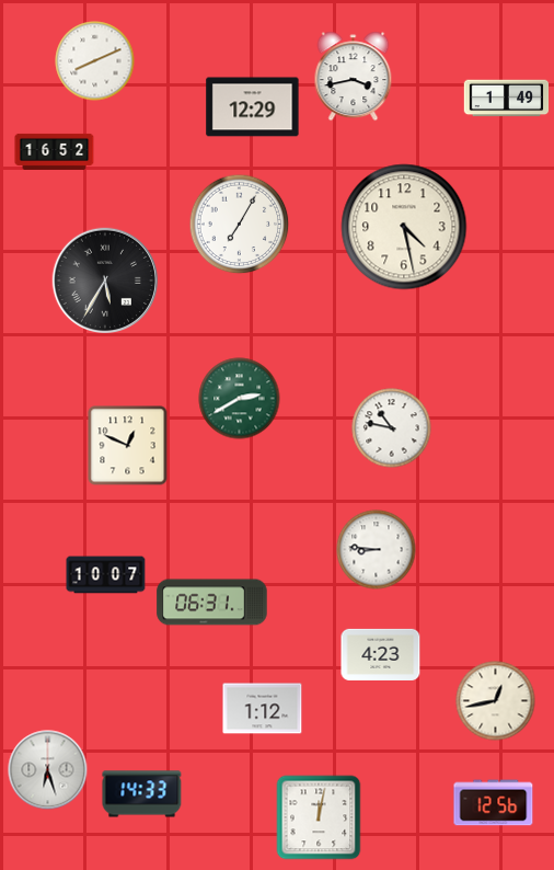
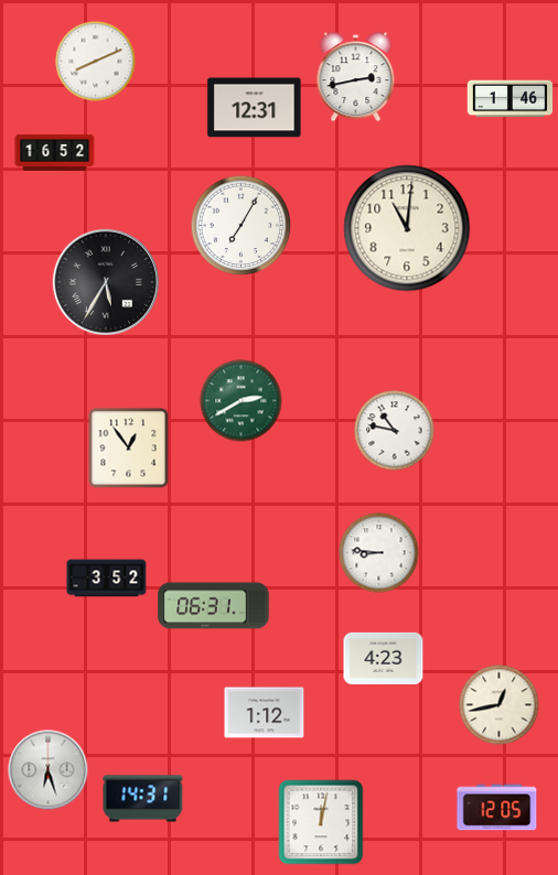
clock at (354, 77): 3:43 -> 2:43
clock at (507, 99): 1:49 -> 1:46
clock at (253, 107): 12:29 -> 12:31
clock at (404, 227): 4:28 -> 11:01
clock at (128, 446): 12:49 -> 12:54
clock at (106, 575): 10:07 -> 3:52
clock at (48, 770) position: (48, 770) -> (49, 770)
clock at (142, 794): 14:33 -> 14:31
clock at (494, 803): 12:56 -> 12:05
